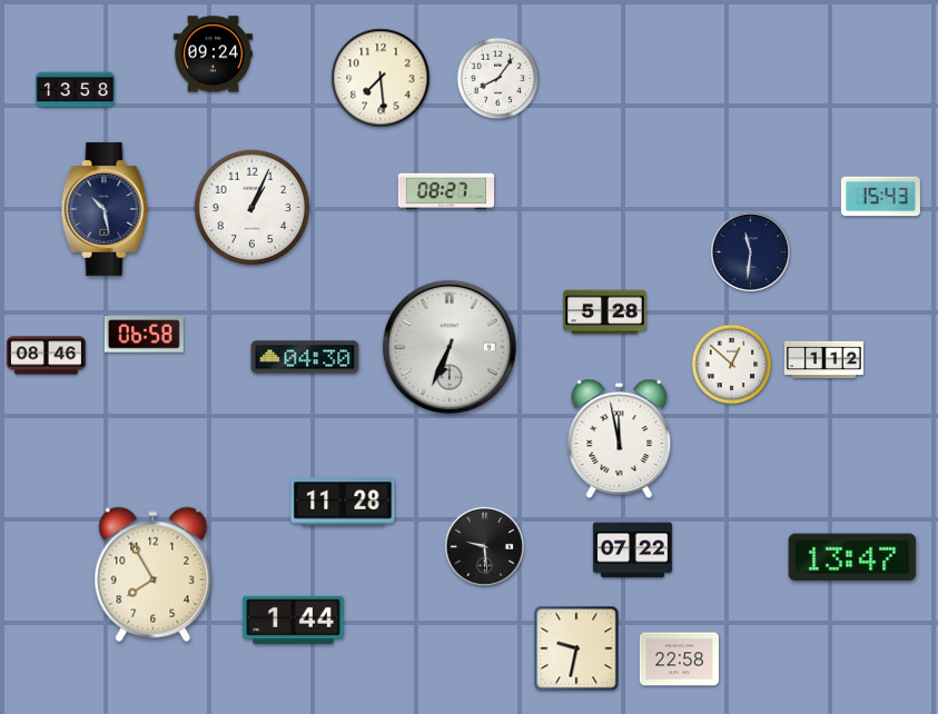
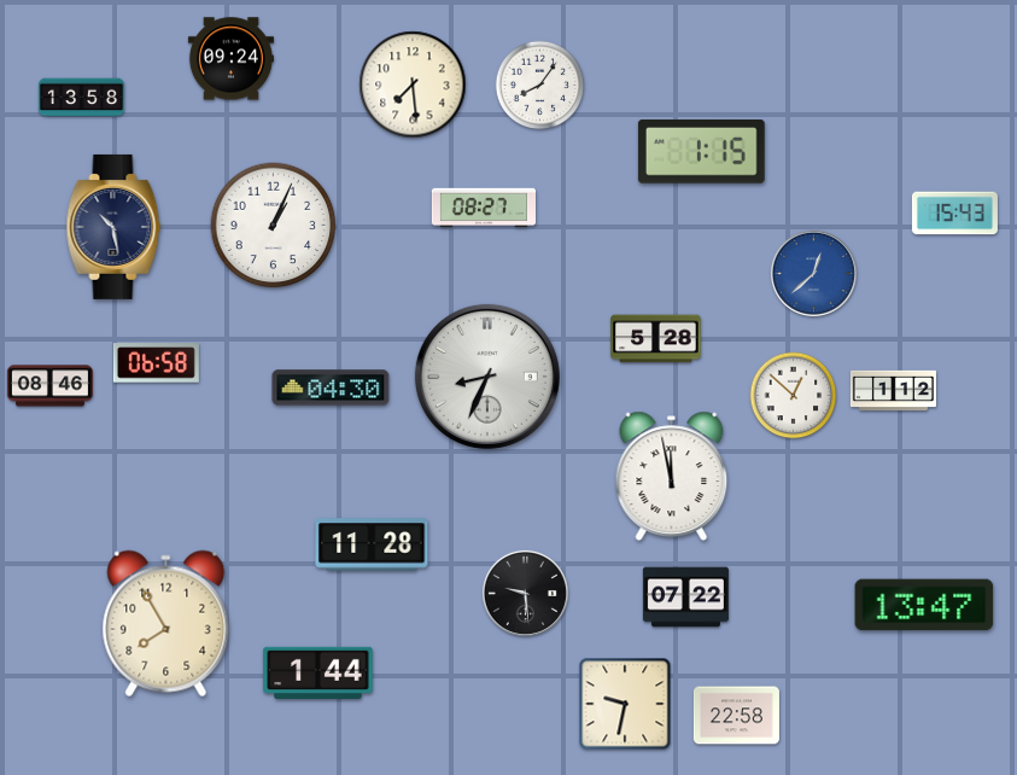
clock at (701, 151): none -> 1:15
clock at (750, 251): 11:31 -> 12:38
clock at (750, 251) dial: navy -> blue
clock at (450, 347): 6:34 -> 8:34
